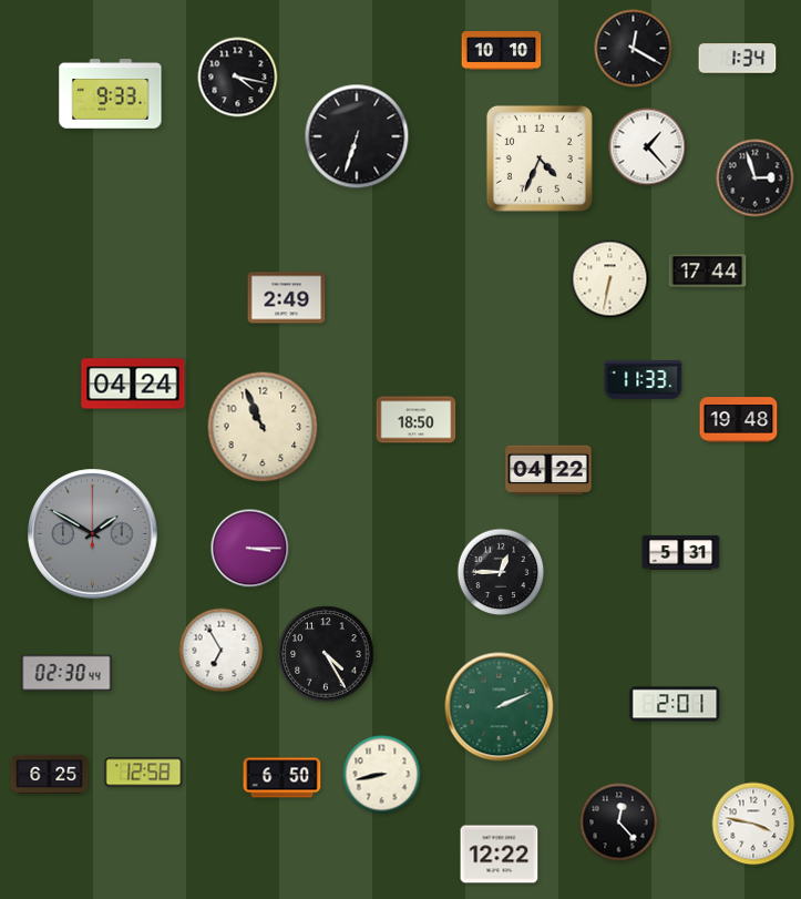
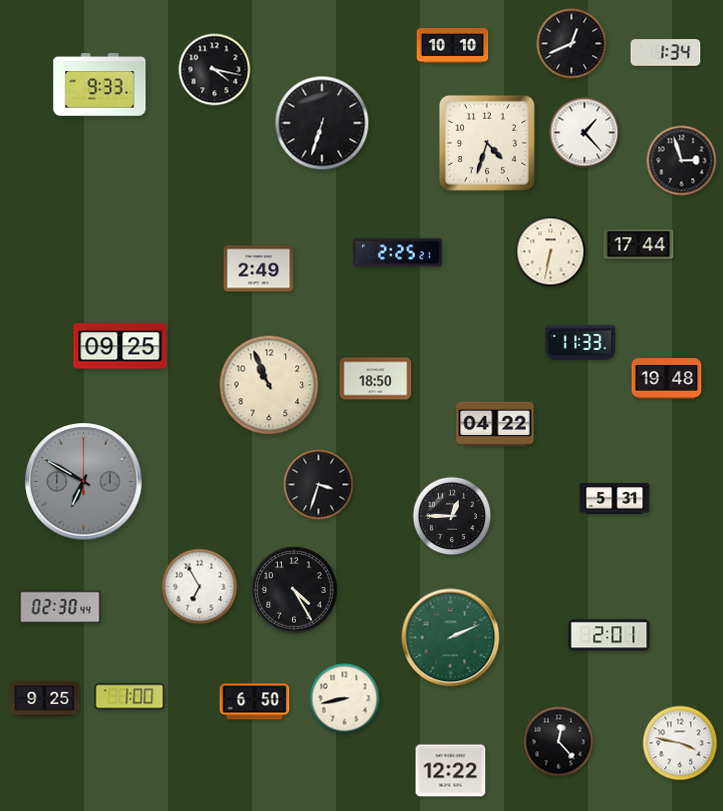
clock at (634, 49): 12:20 -> 12:41
clock at (540, 159): 4:34 -> 4:33
clock at (398, 253): none -> 2:25
clock at (133, 384): 04:24 -> 09:25
clock at (263, 427) position: (263, 427) -> (269, 385)
clock at (93, 534): 1:50 -> 6:50
clock at (319, 485): none -> 3:33
clock at (250, 549): 3:15 -> none
clock at (144, 773): 12:58 -> 1:00
clock at (50, 774): 6:25 -> 9:25
